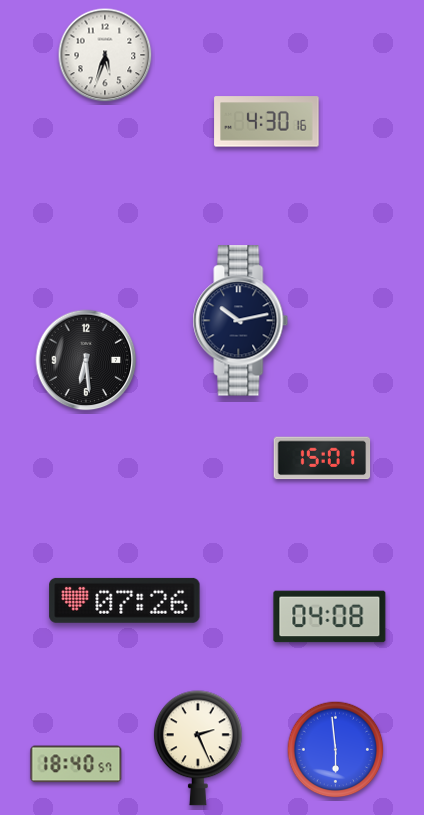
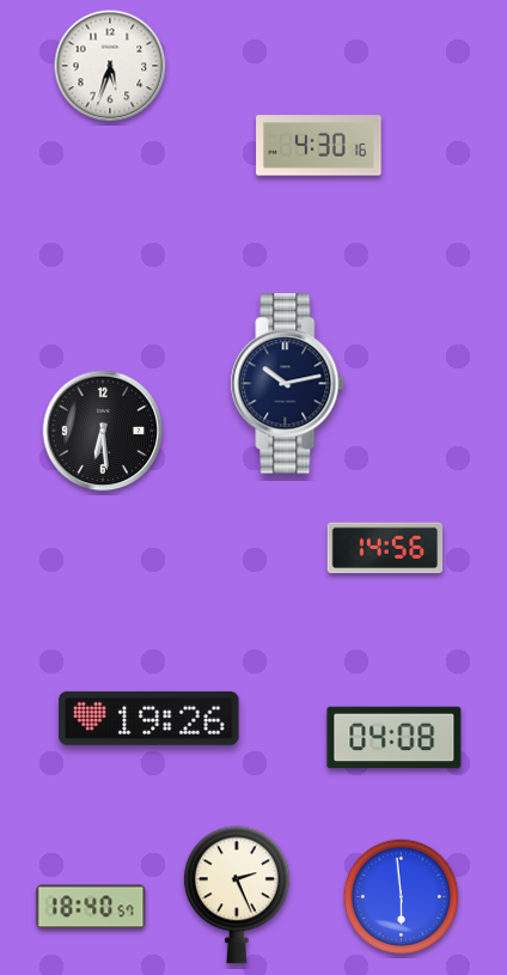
clock at (105, 55) position: (105, 55) -> (110, 66)
clock at (322, 458): 15:01 -> 14:56
clock at (125, 600): 07:26 -> 19:26
clock at (76, 764) position: (76, 764) -> (91, 907)
